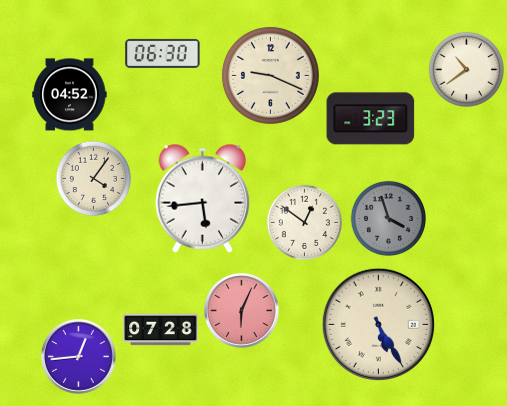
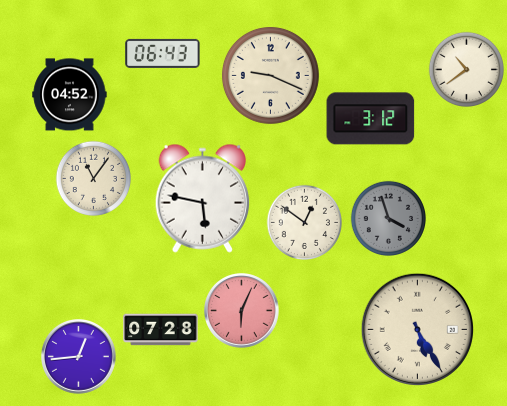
clock at (163, 53): 06:30 -> 06:43
clock at (371, 119): 3:23 -> 3:12
clock at (93, 178): 4:06 -> 11:06
clock at (203, 198): 5:44 -> 5:47
clock at (378, 324) position: (378, 324) -> (417, 329)
